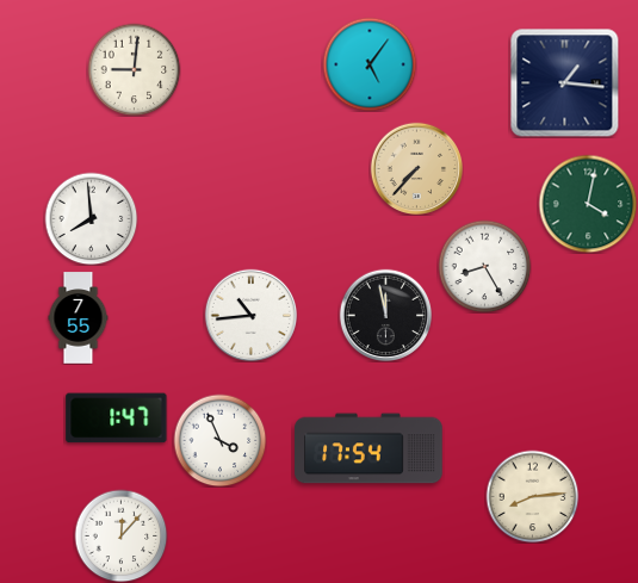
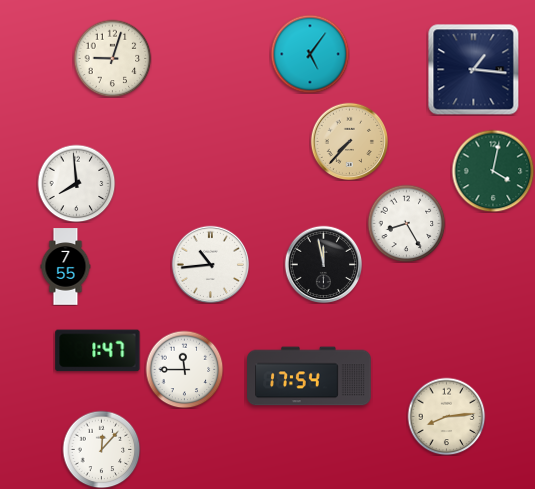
clock at (134, 69): 9:01 -> 9:03
clock at (219, 440): 3:56 -> 11:45
